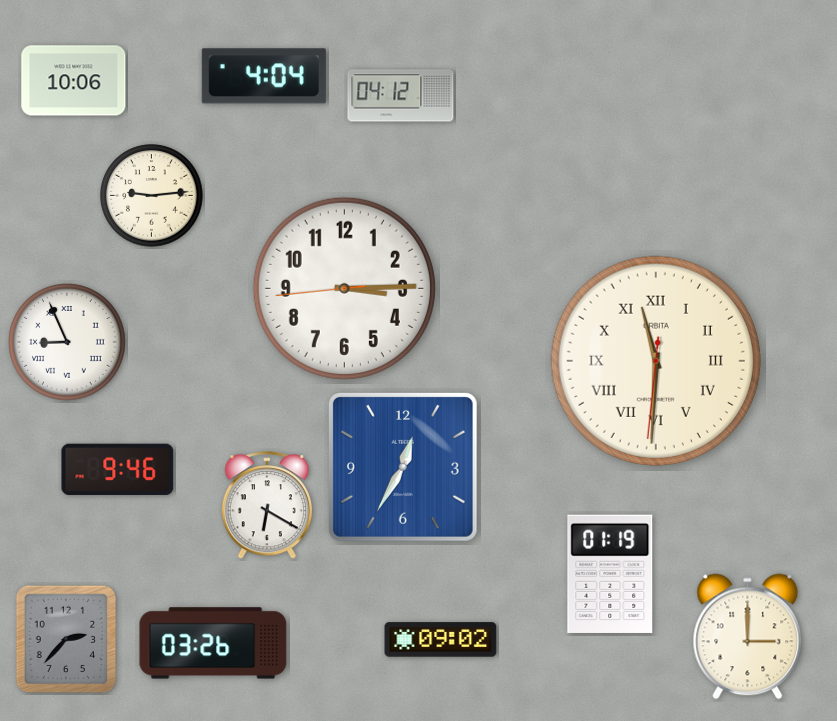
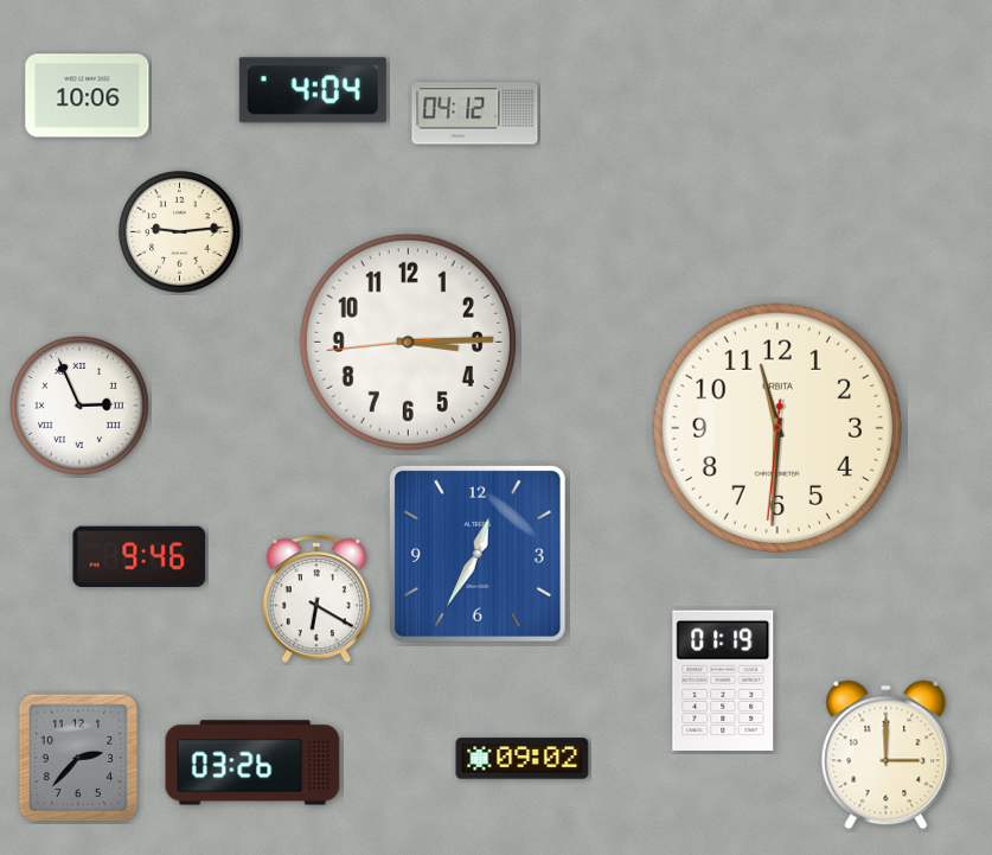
clock at (68, 343): 8:56 -> 2:56
clock at (656, 361) numerals: Roman -> Arabic
